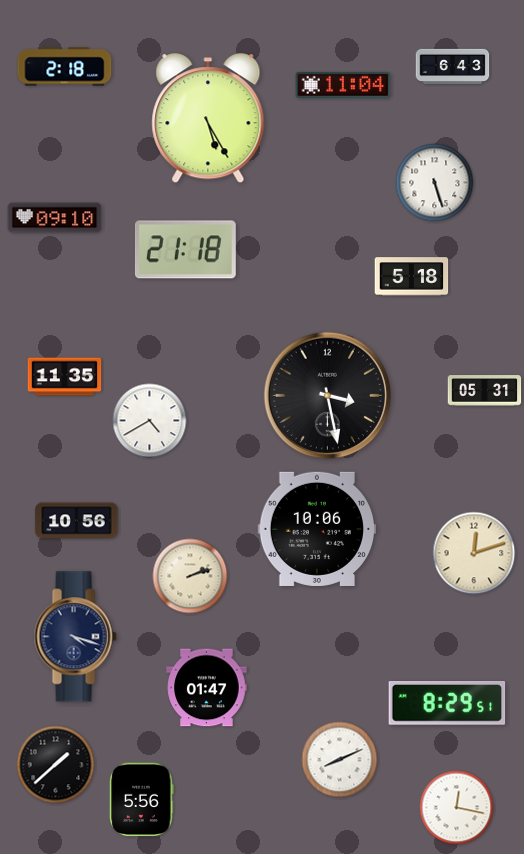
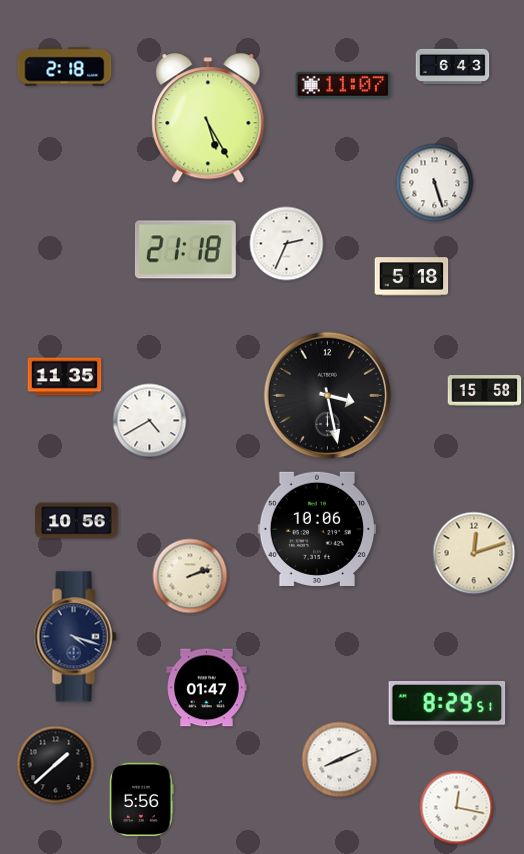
clock at (343, 85): 11:04 -> 11:07
clock at (55, 218): 09:10 -> none
clock at (287, 244): none -> 2:34
clock at (485, 391): 05:31 -> 15:58
